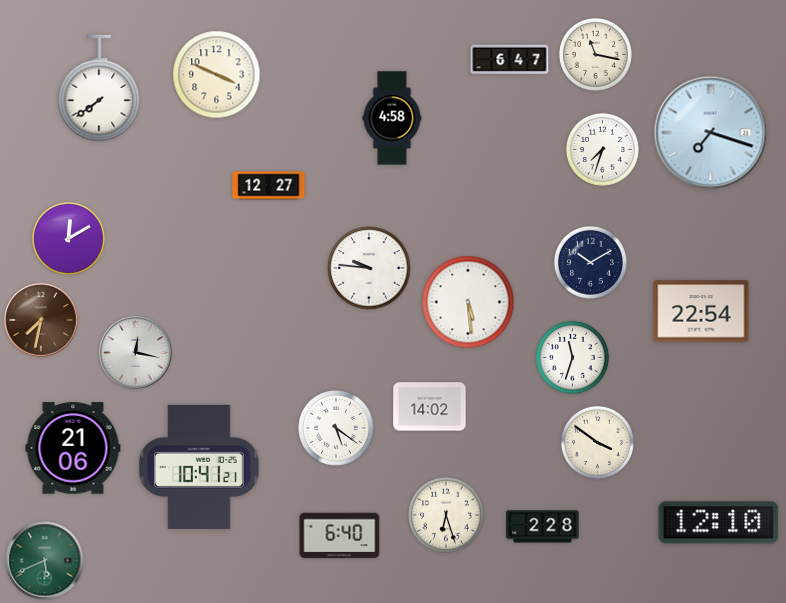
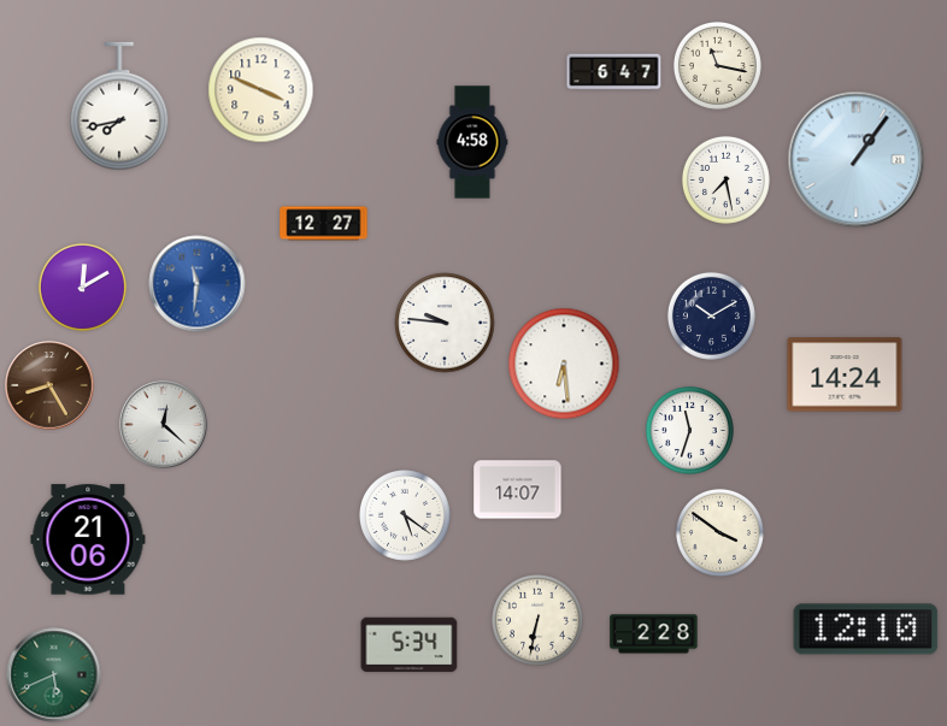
clock at (99, 88): 7:39 -> 7:43
clock at (711, 133): 7:18 -> 1:06
clock at (602, 149): 7:33 -> 7:28
clock at (198, 284): none -> 11:31
clock at (468, 302): 5:29 -> 6:29
clock at (701, 311): 22:54 -> 14:24
clock at (41, 320): 7:32 -> 8:25
clock at (136, 353): 12:17 -> 12:22
clock at (430, 407): 14:02 -> 14:07
clock at (199, 467): 10:41 -> none
clock at (447, 516): 6:27 -> 6:32
clock at (340, 536): 6:40 -> 5:34
